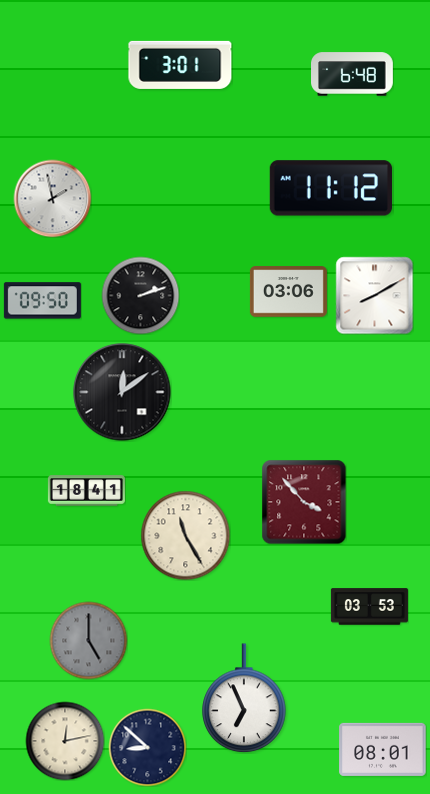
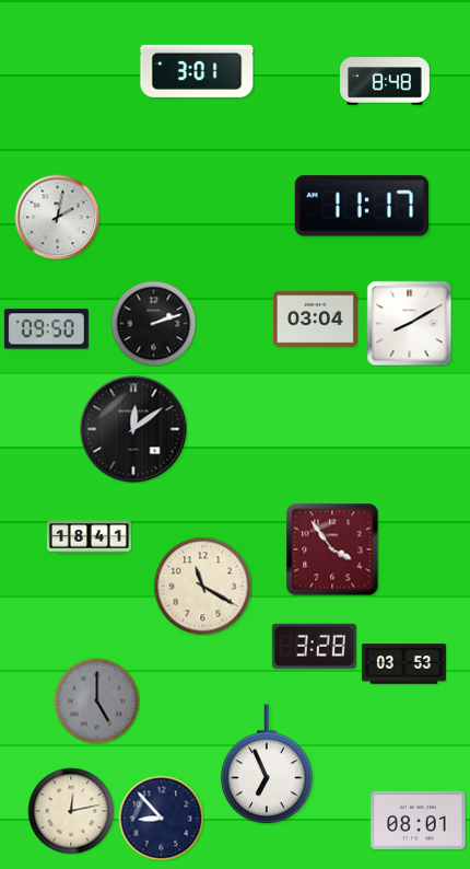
clock at (353, 74): 6:48 -> 8:48
clock at (330, 188): 11:12 -> 11:17
clock at (52, 198): 1:58 -> 2:02
clock at (288, 292): 03:06 -> 03:04
clock at (86, 491) position: (86, 491) -> (89, 537)
clock at (304, 502): 3:53 -> 3:54
clock at (185, 535): 11:25 -> 11:20
clock at (314, 646): none -> 3:28
clock at (147, 747): 8:52 -> 8:53
